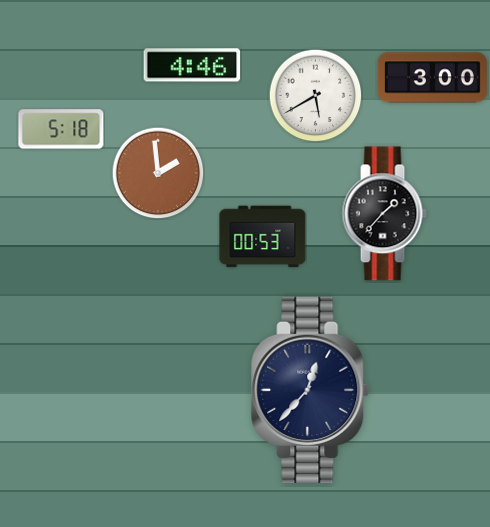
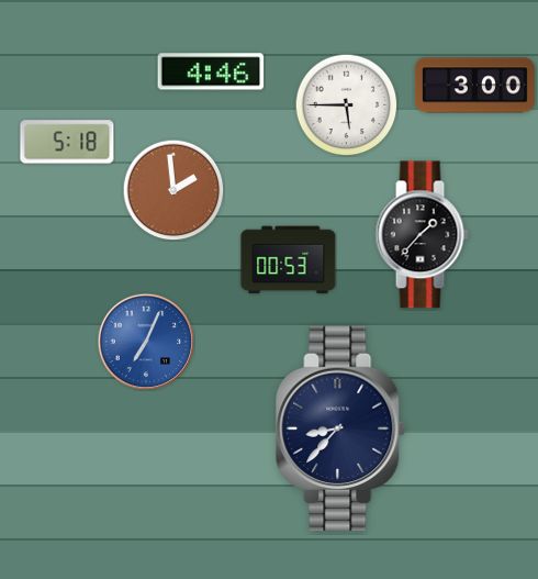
clock at (315, 95): 5:40 -> 5:45
clock at (146, 342): none -> 7:04
clock at (311, 390): 12:37 -> 8:37
